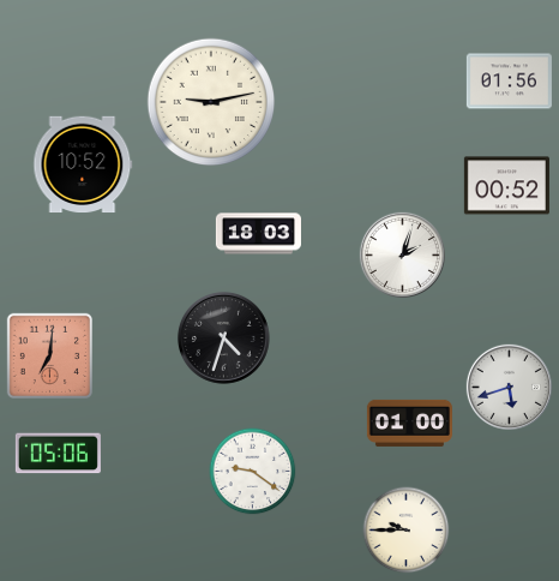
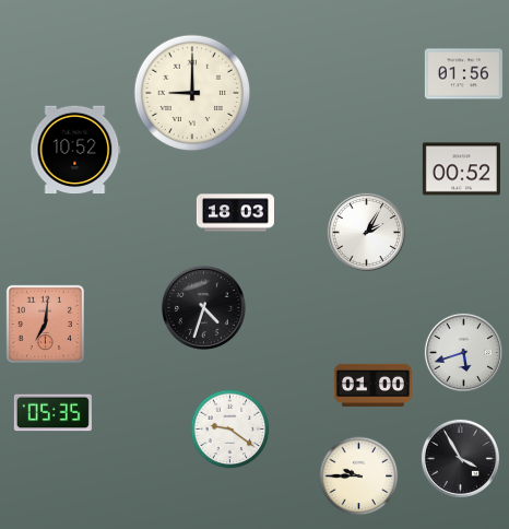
clock at (211, 102): 9:13 -> 9:00
clock at (402, 254): 2:03 -> 2:05
clock at (58, 454): 05:06 -> 05:35
clock at (460, 458): none -> 3:55
clock at (407, 531) position: (407, 531) -> (359, 477)
